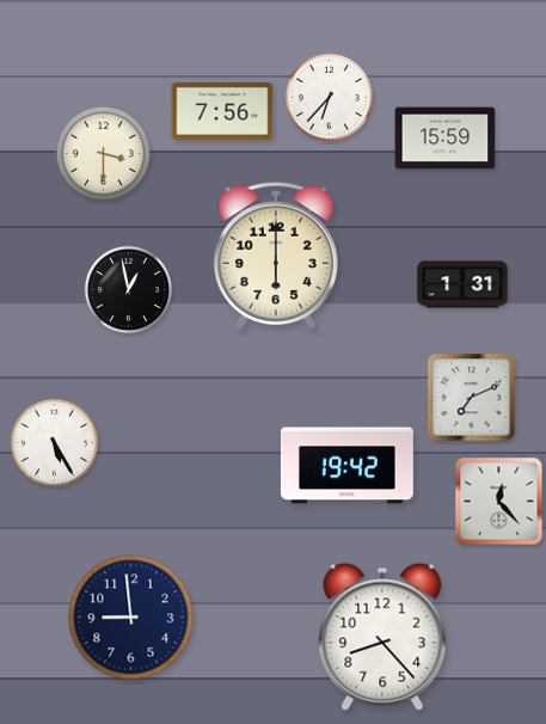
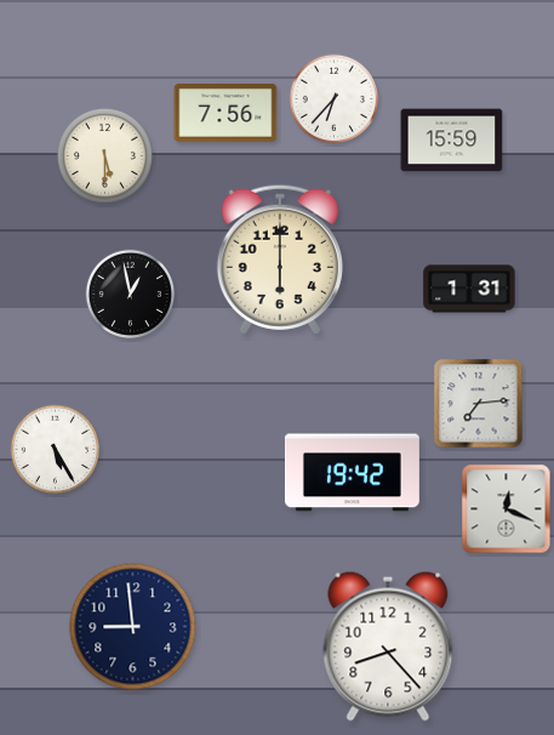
clock at (103, 153): 3:30 -> 5:30
clock at (472, 398): 7:11 -> 7:14
clock at (499, 502): 12:23 -> 12:19
